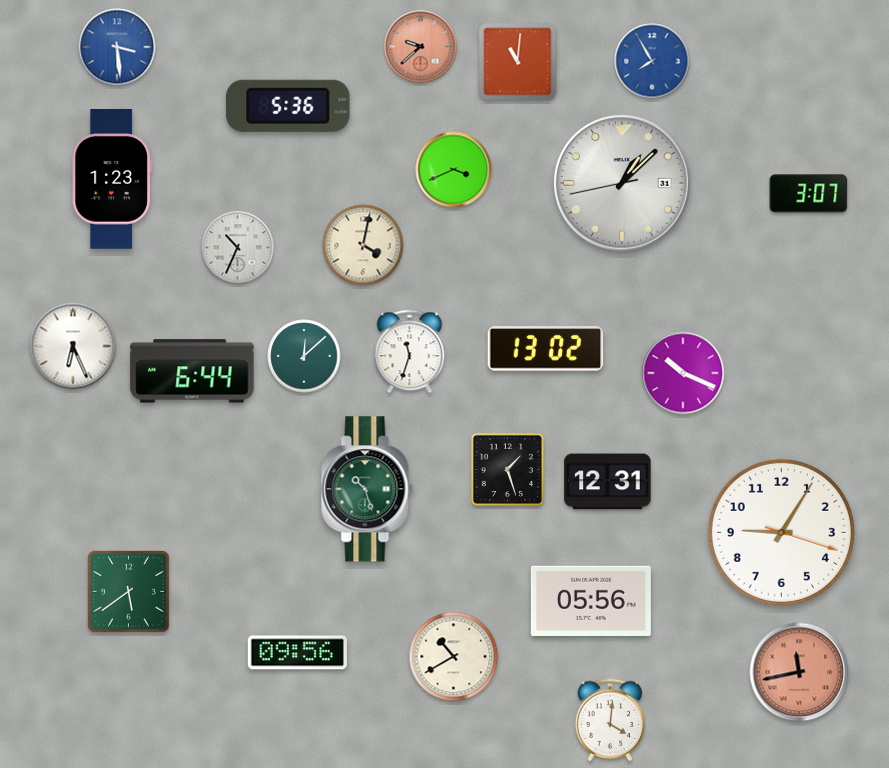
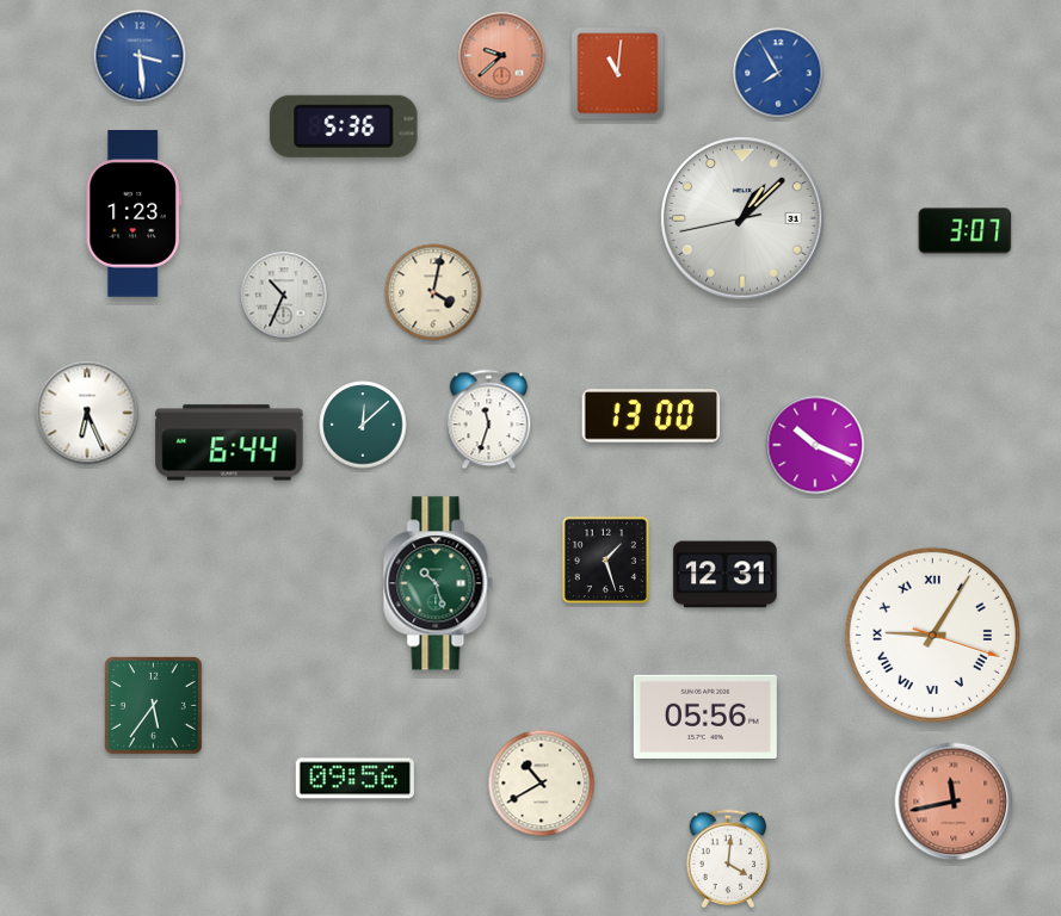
clock at (454, 170): 3:41 -> none
clock at (546, 349): 13:02 -> 13:00
clock at (781, 532) numerals: Arabic -> Roman
clock at (129, 592): 5:39 -> 5:36
